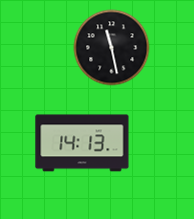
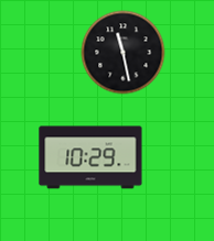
clock at (82, 143): 14:13 -> 10:29
